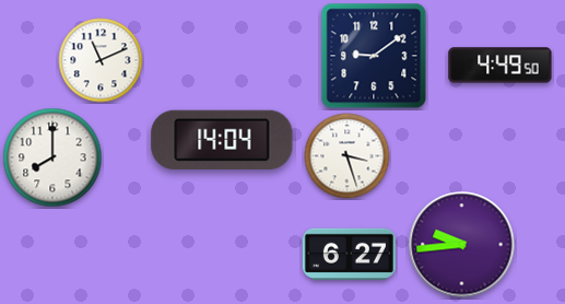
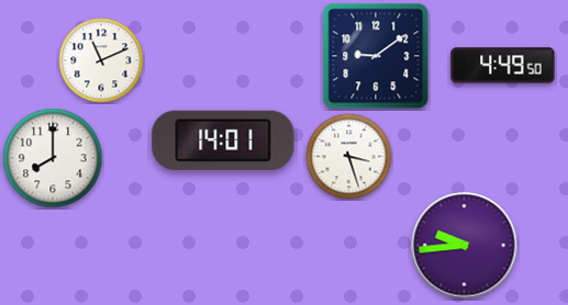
clock at (222, 140): 14:04 -> 14:01
clock at (349, 254): 6:27 -> none
